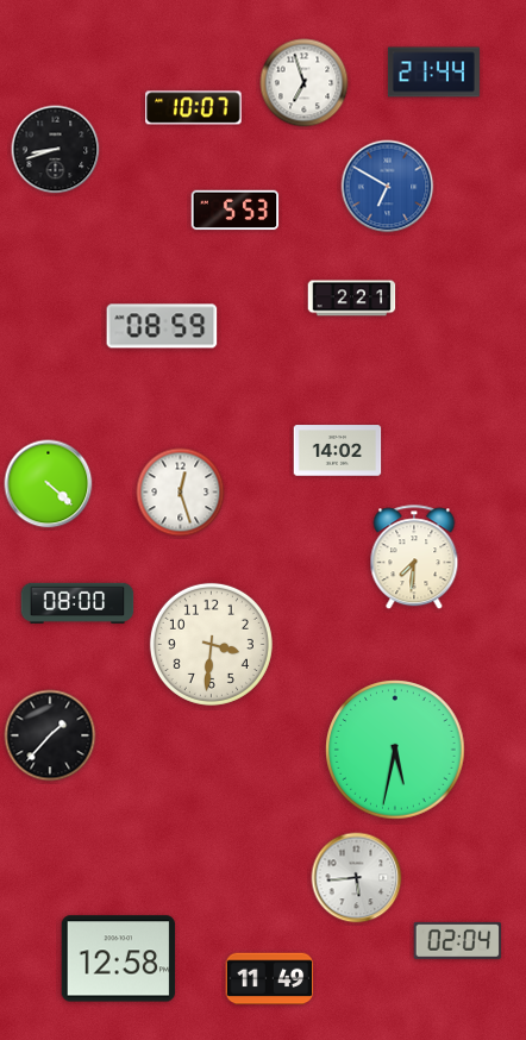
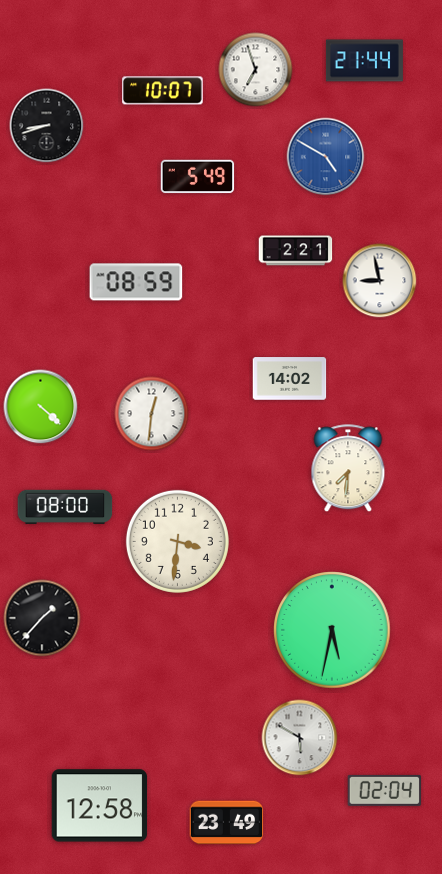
clock at (388, 187): 6:50 -> 4:50
clock at (236, 211): 5:53 -> 5:49
clock at (162, 326) position: (162, 326) -> (136, 282)
clock at (380, 281): none -> 8:58
clock at (338, 451) position: (338, 451) -> (290, 379)
clock at (181, 493): 12:27 -> 12:31
clock at (357, 878): 5:44 -> 5:50
clock at (270, 979): 11:49 -> 23:49
